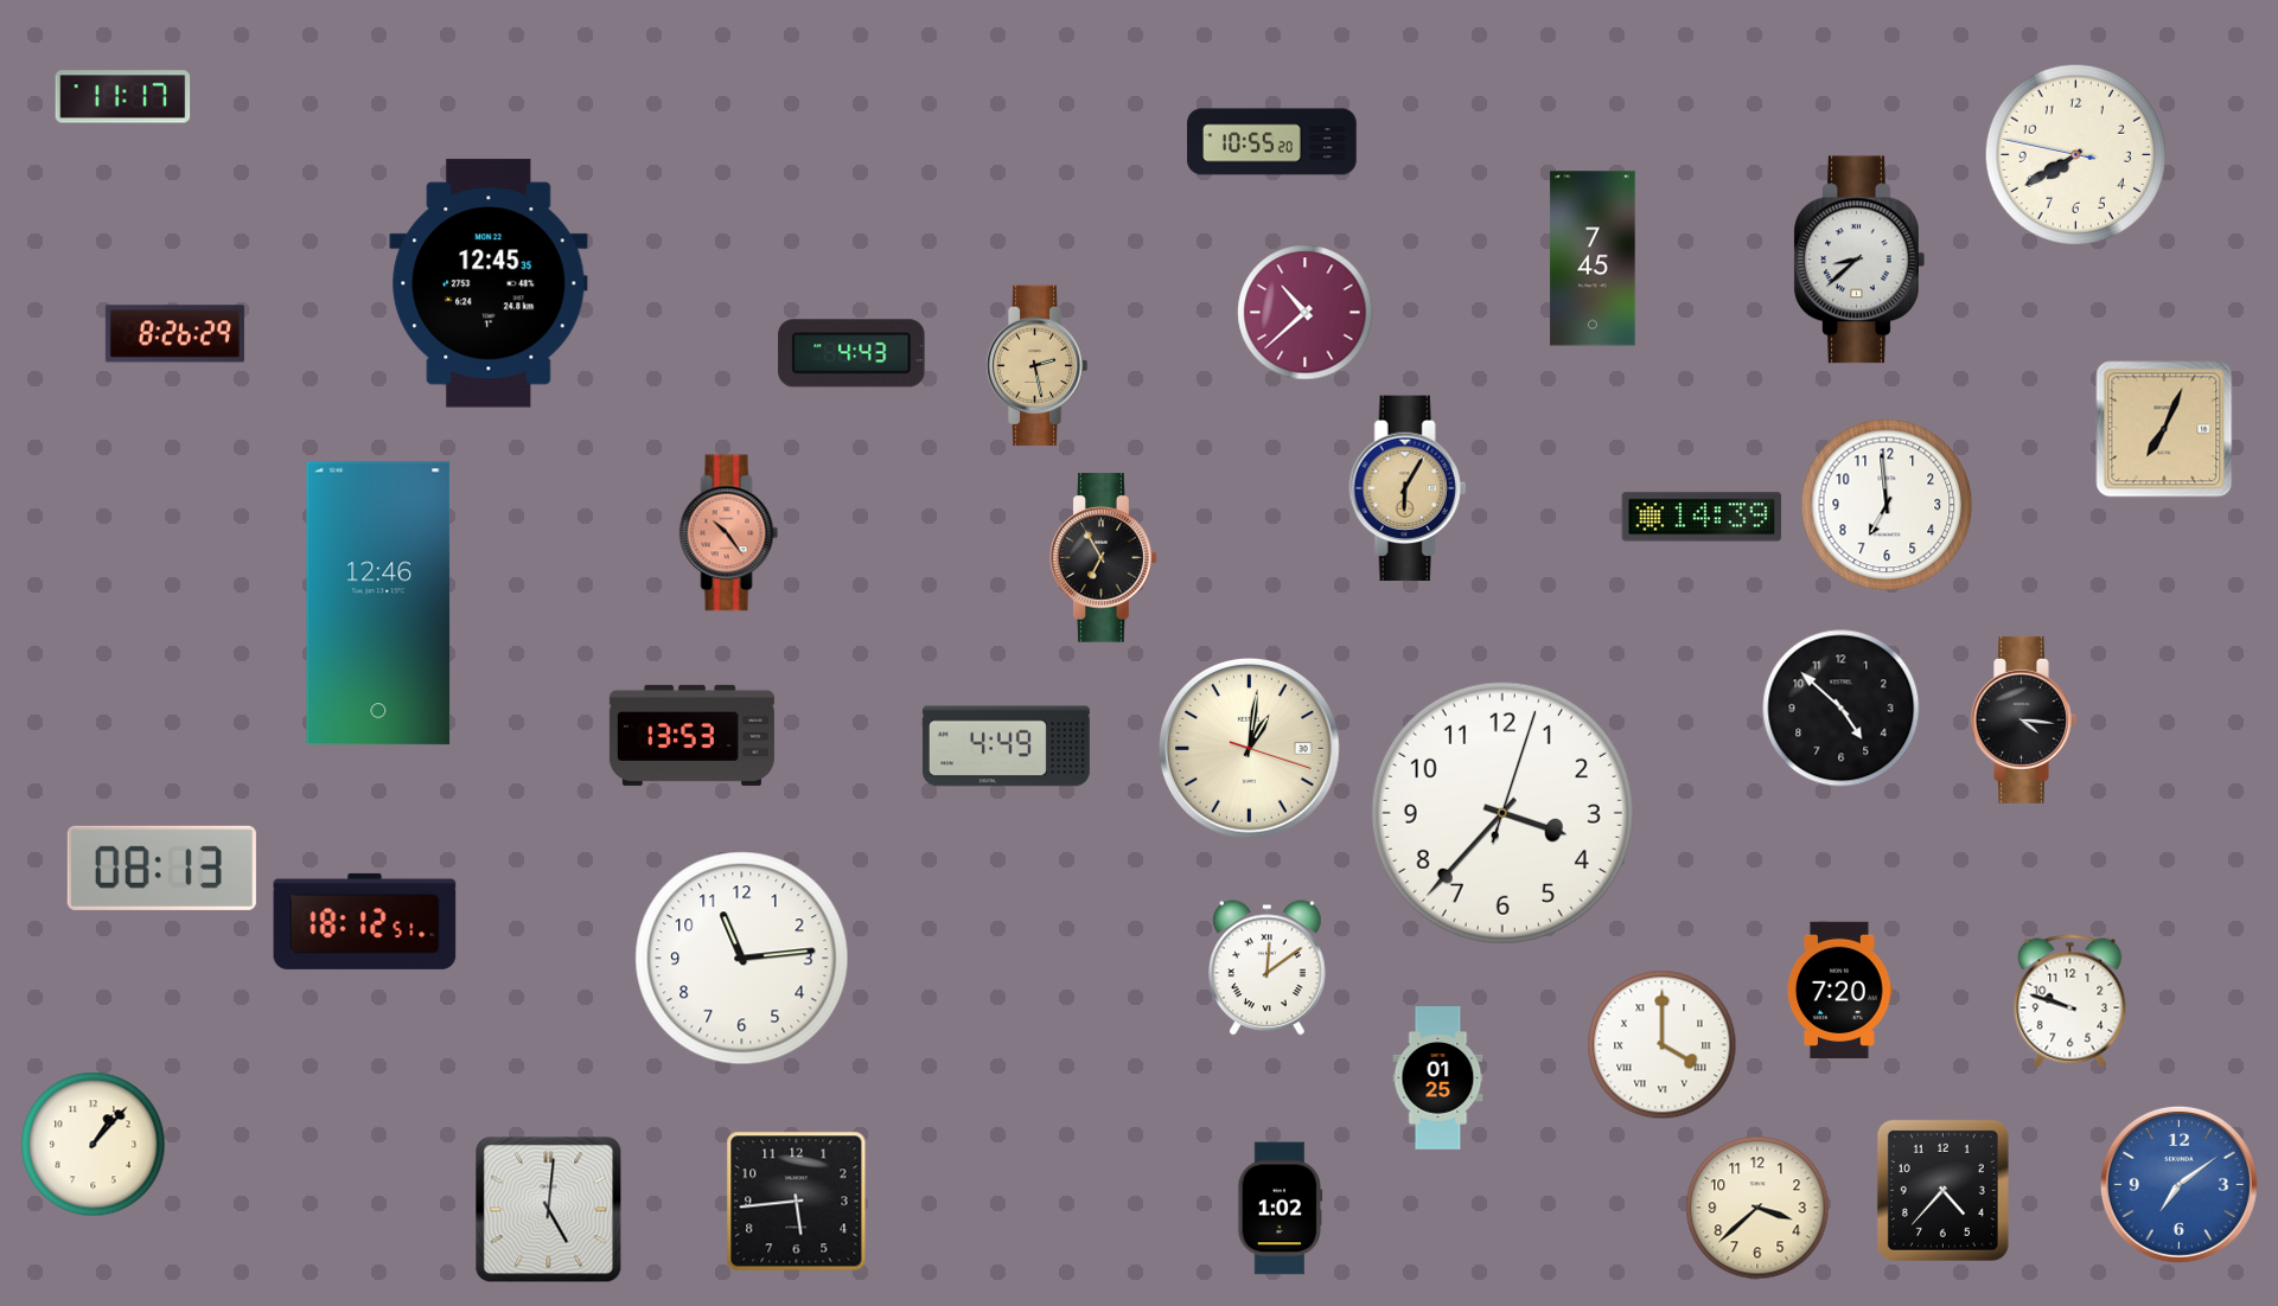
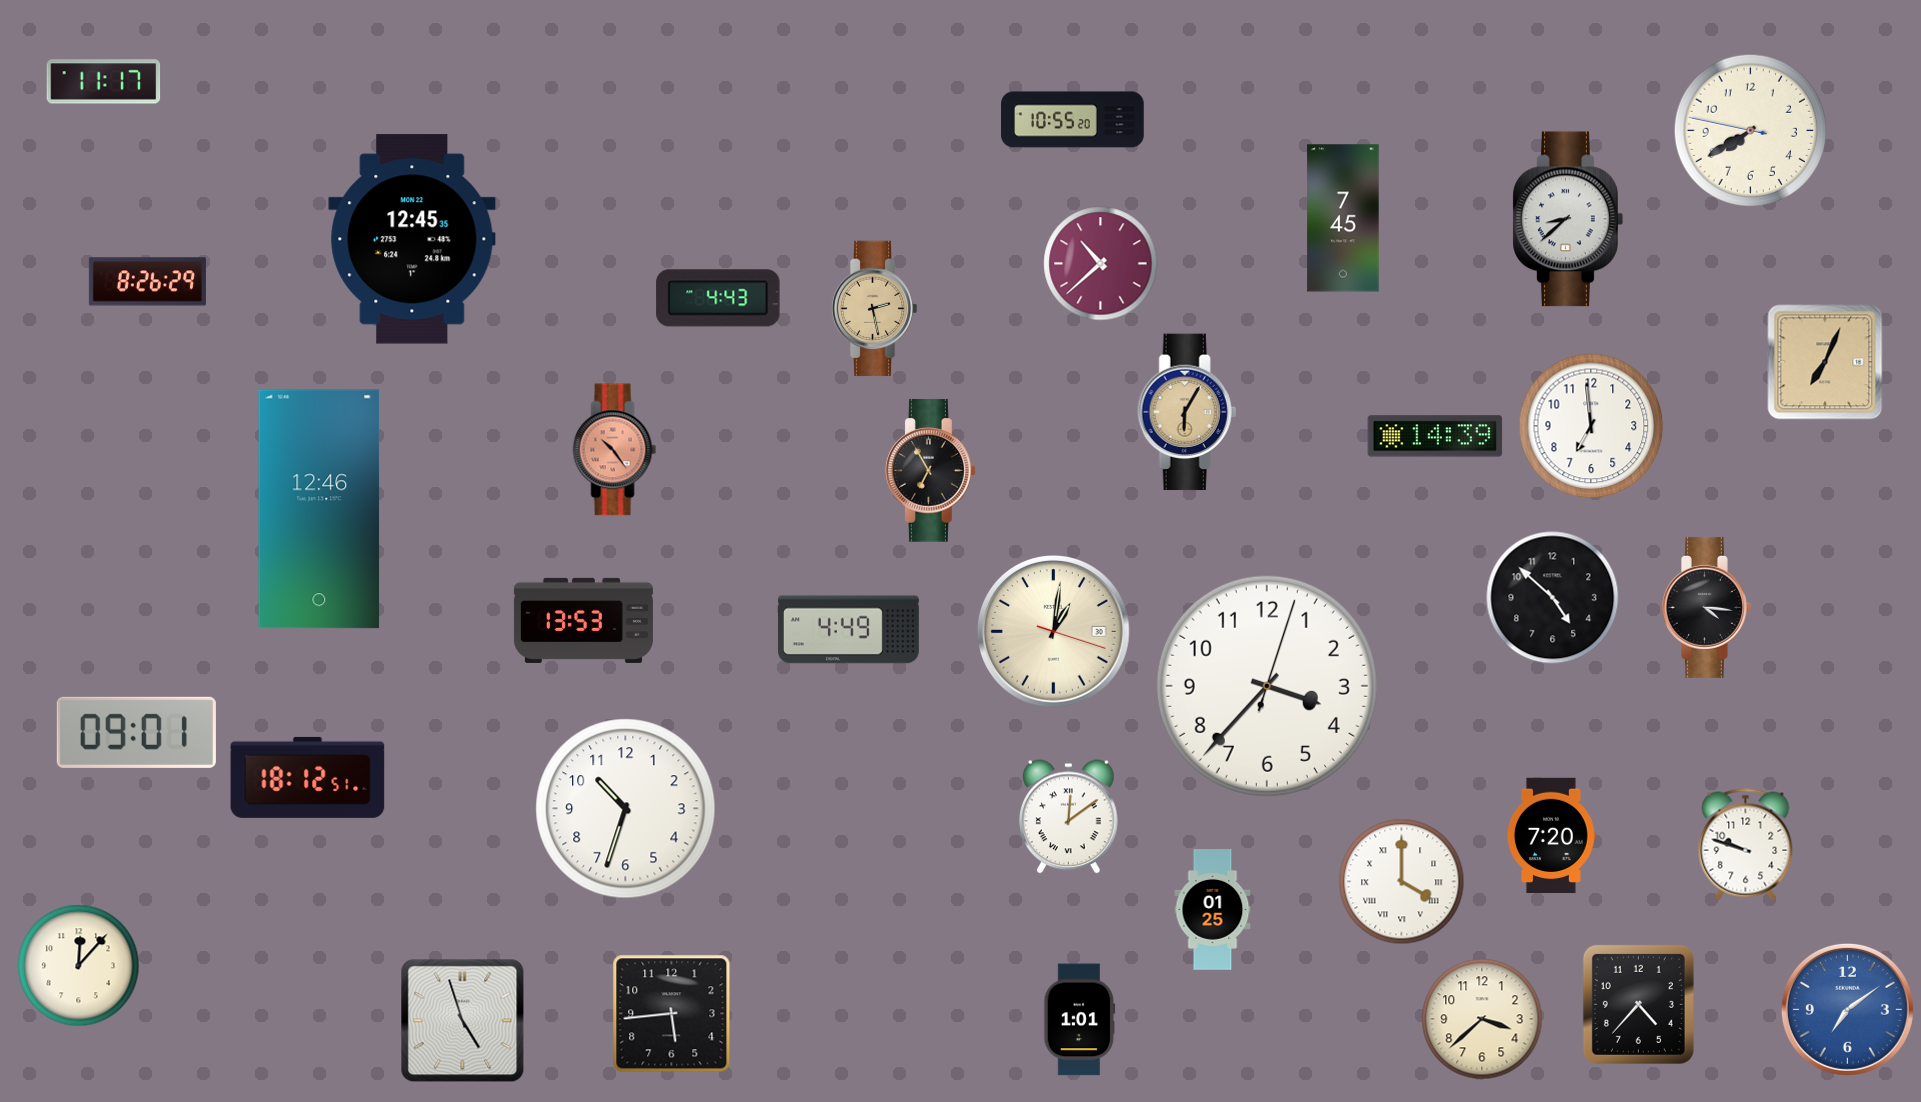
clock at (161, 868): 08:13 -> 09:01
clock at (742, 959): 11:14 -> 10:33
clock at (94, 1145): 1:07 -> 12:07
clock at (2178, 1184) position: (2178, 1184) -> (1847, 1009)
clock at (1281, 1209): 1:02 -> 1:01
clock at (549, 1210): 5:01 -> 4:57
